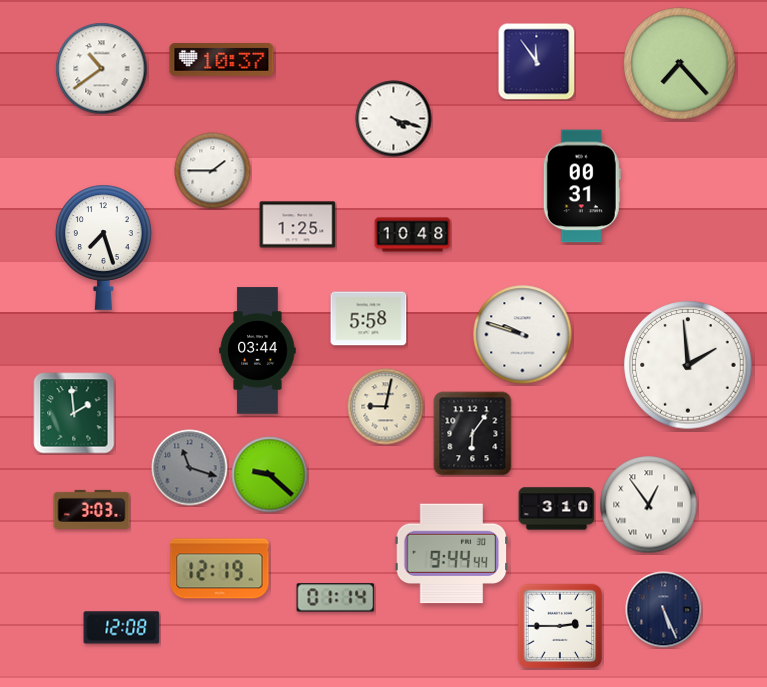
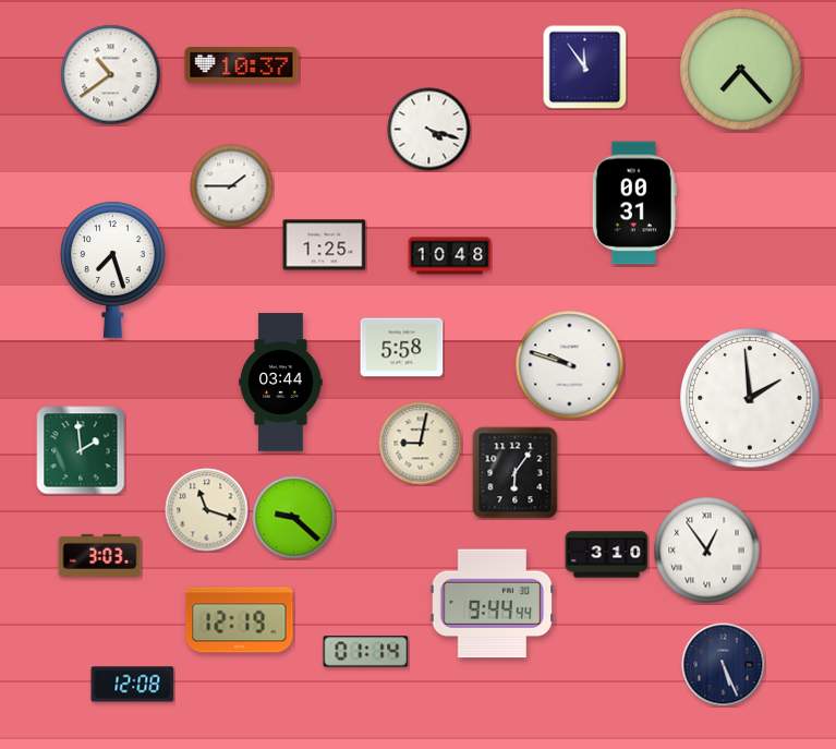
clock at (190, 468) dial: grey -> cream
clock at (560, 626): 2:45 -> none
